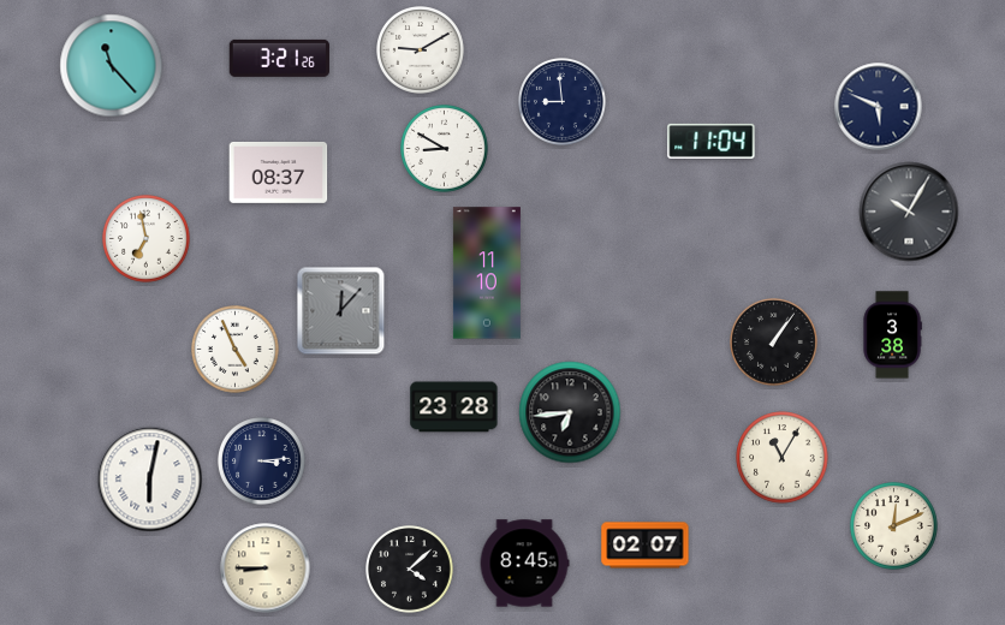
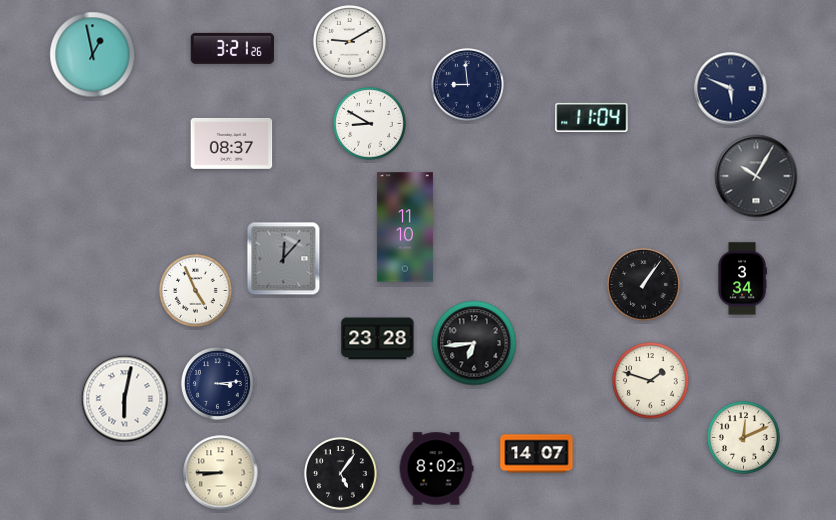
clock at (112, 66): 11:23 -> 12:58
clock at (147, 239): 6:58 -> none
clock at (892, 335): 3:38 -> 3:34
clock at (783, 458): 11:05 -> 1:48
clock at (646, 546): 02:07 -> 14:07
clock at (524, 564): 8:45 -> 8:02
clock at (410, 570): 4:08 -> 5:06
